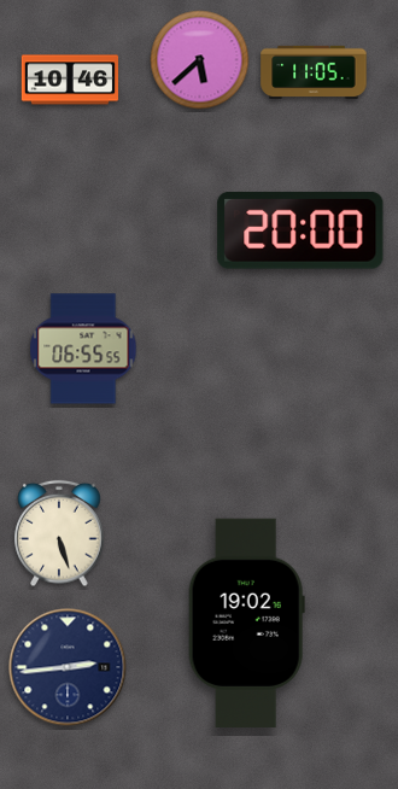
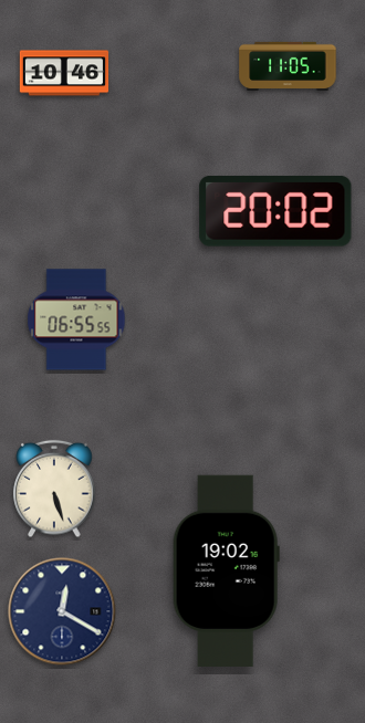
clock at (200, 60): 5:38 -> none
clock at (300, 230): 20:00 -> 20:02
clock at (68, 667): 2:44 -> 12:20
